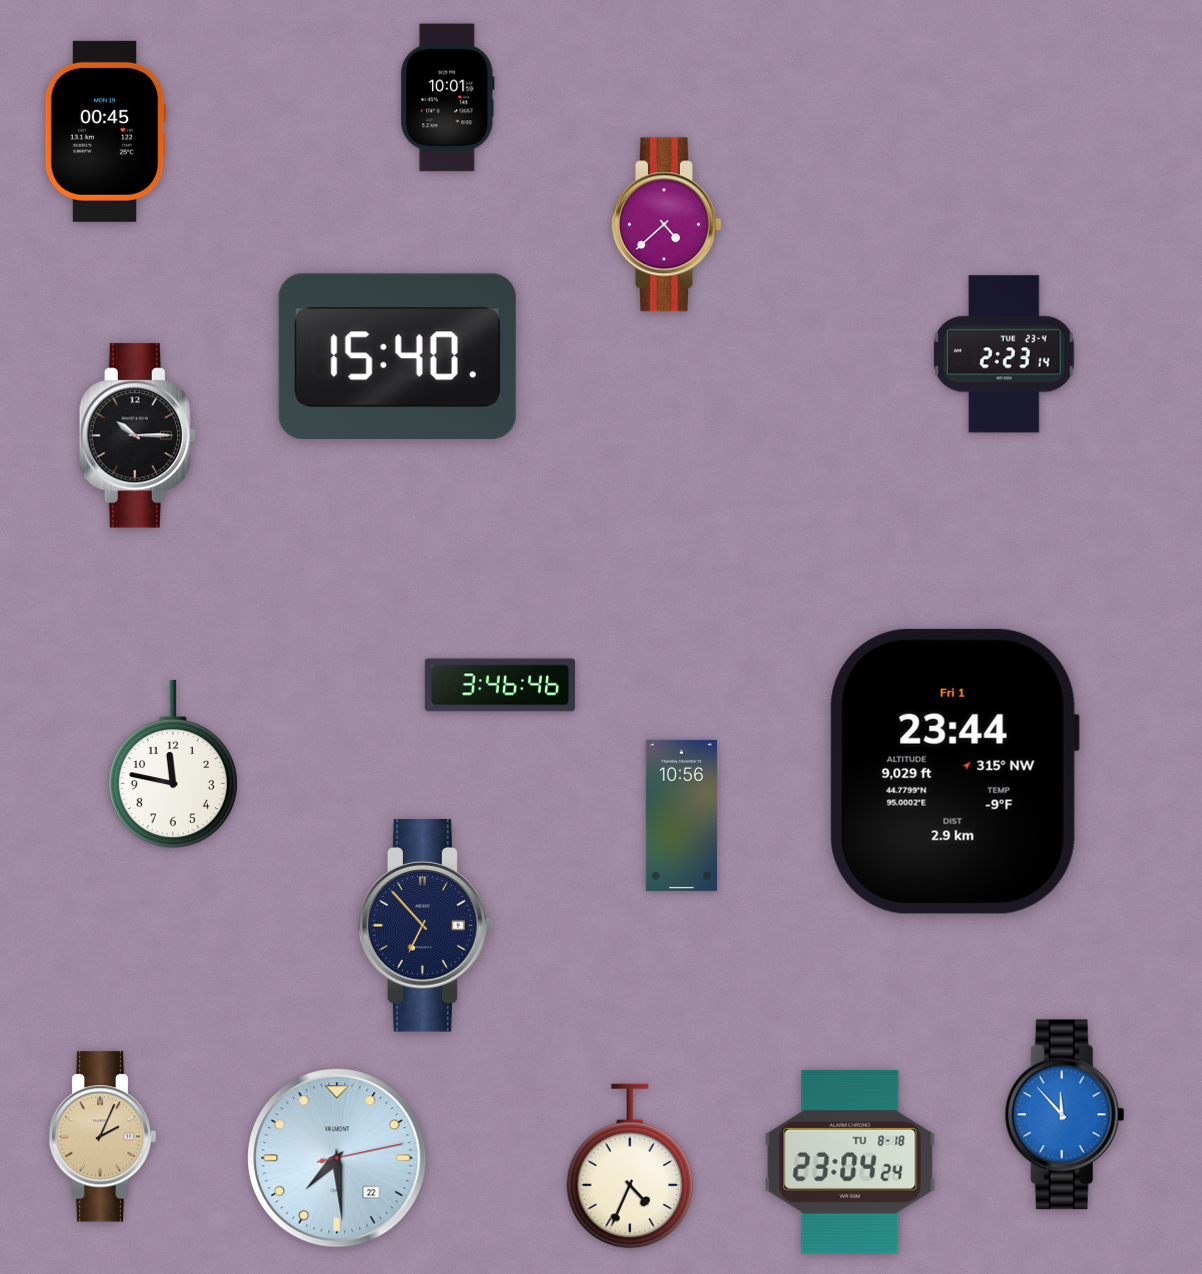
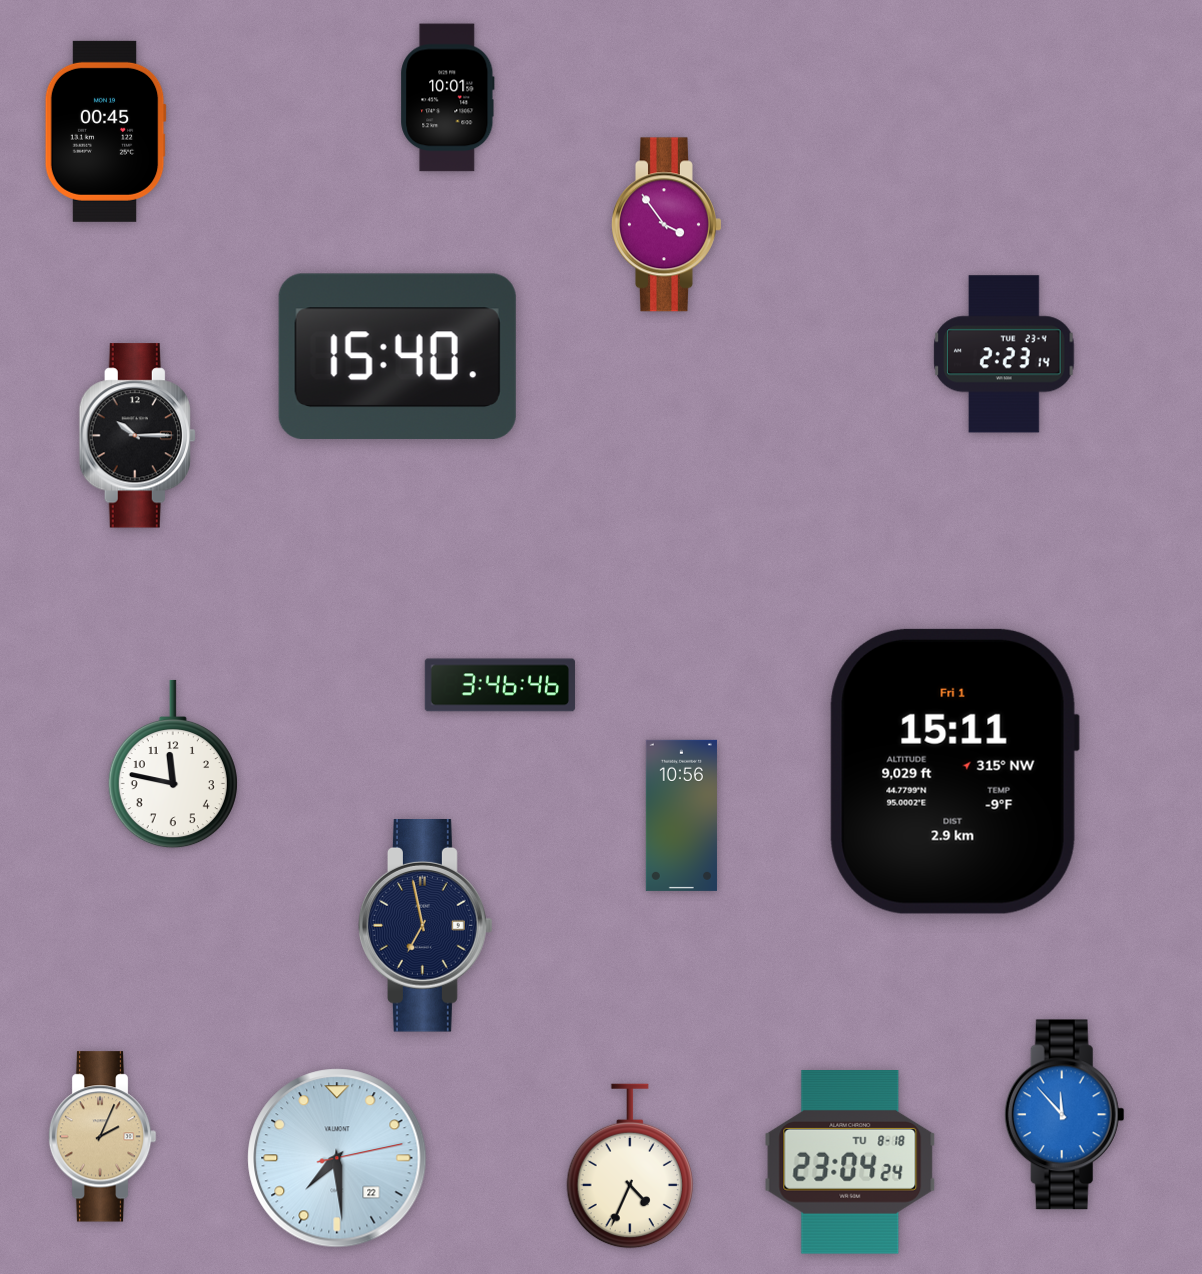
clock at (666, 225): 4:38 -> 3:54
clock at (954, 771): 23:44 -> 15:11
clock at (426, 926): 6:53 -> 6:58
